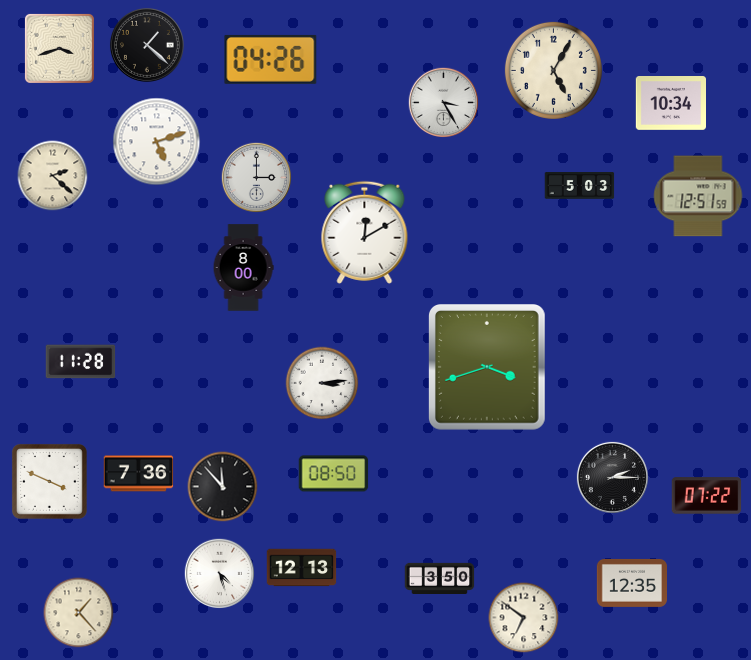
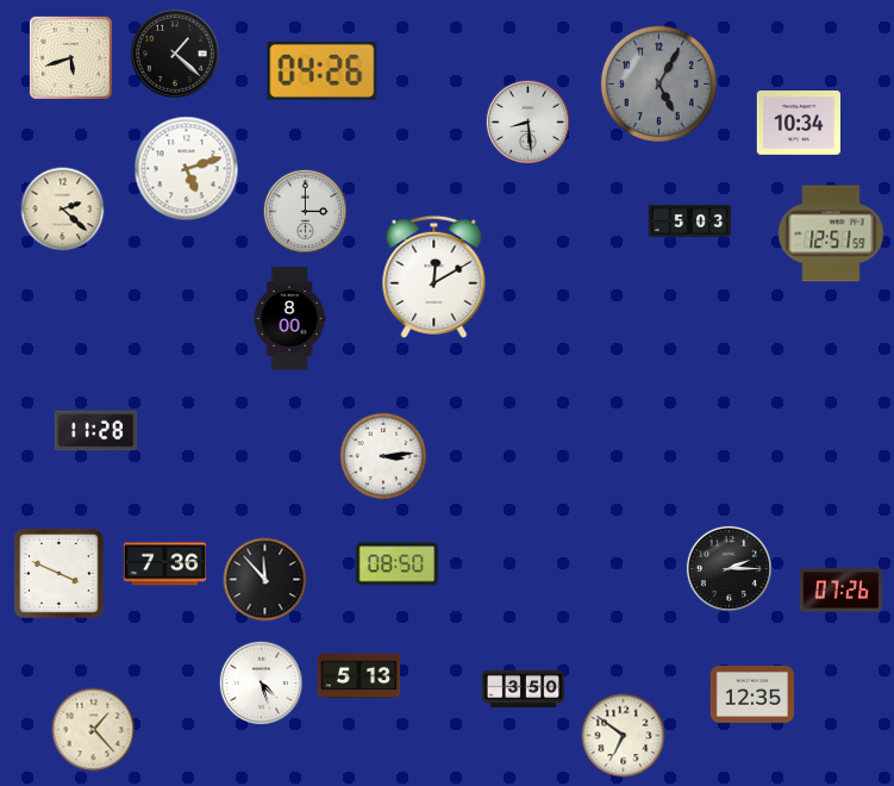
clock at (59, 48): 3:42 -> 5:42
clock at (553, 70) dial: cream -> grey
clock at (444, 103): 3:25 -> 8:29
clock at (487, 368): 3:42 -> none
clock at (707, 496): 07:22 -> 07:26
clock at (302, 568): 12:13 -> 5:13
